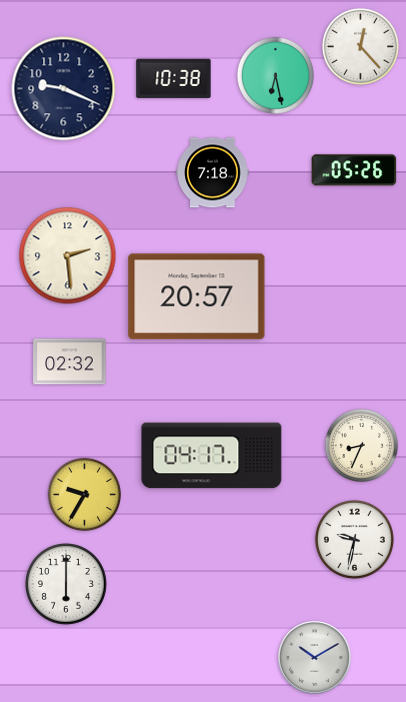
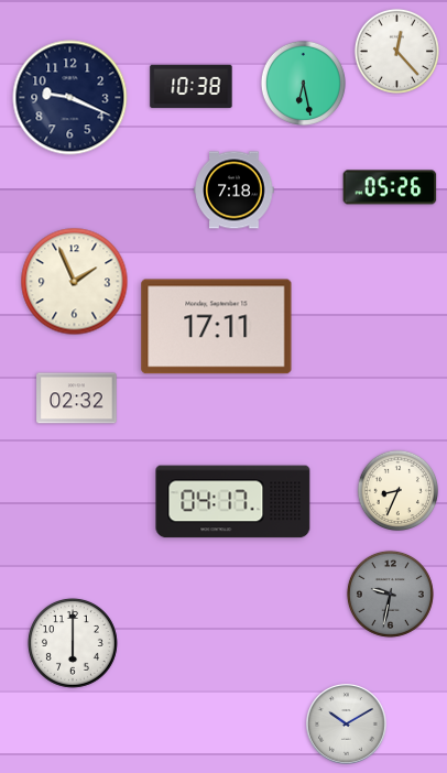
clock at (68, 256): 2:29 -> 1:56
clock at (197, 297): 20:57 -> 17:11
clock at (85, 495): 9:35 -> none
clock at (354, 539) dial: white -> grey
